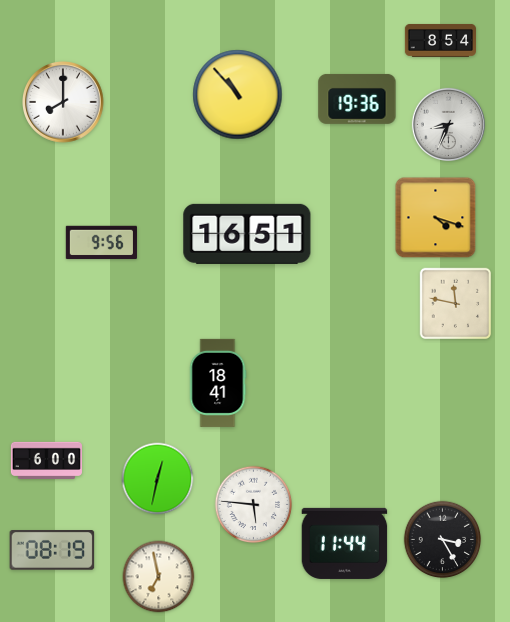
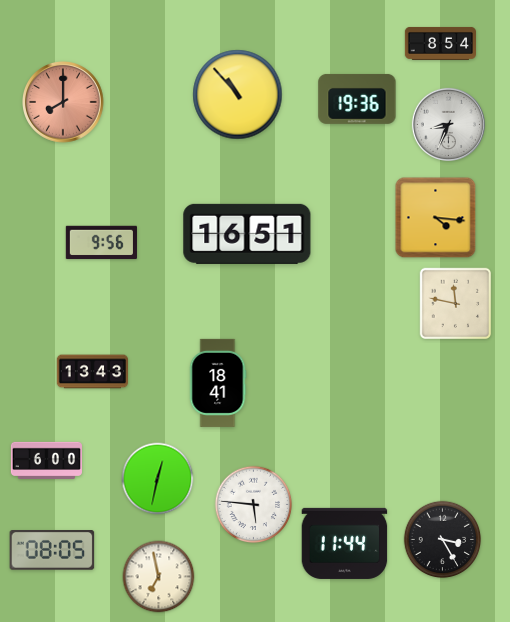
clock at (440, 41) position: (440, 41) -> (440, 44)
clock at (64, 103) dial: white -> salmon
clock at (436, 218): 4:18 -> 4:16
clock at (92, 372): none -> 13:43
clock at (52, 551): 08:19 -> 08:05
